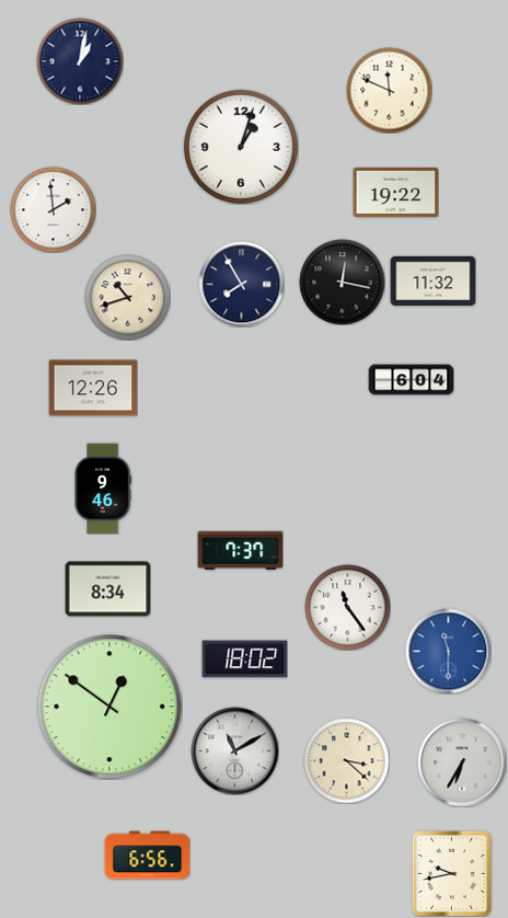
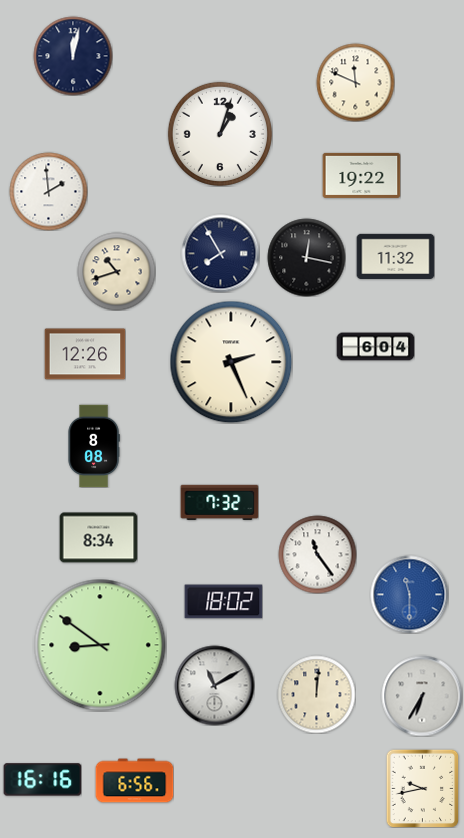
clock at (80, 61): 1:02 -> 12:02
clock at (342, 282) position: (342, 282) -> (306, 257)
clock at (241, 284) position: (241, 284) -> (220, 253)
clock at (231, 362): none -> 2:26
clock at (103, 489): 9:46 -> 8:08
clock at (240, 550): 7:37 -> 7:32
clock at (109, 707): 12:51 -> 8:51
clock at (346, 760): 3:22 -> 12:01
clock at (42, 780): none -> 16:16
clock at (452, 873) position: (452, 873) -> (423, 788)
